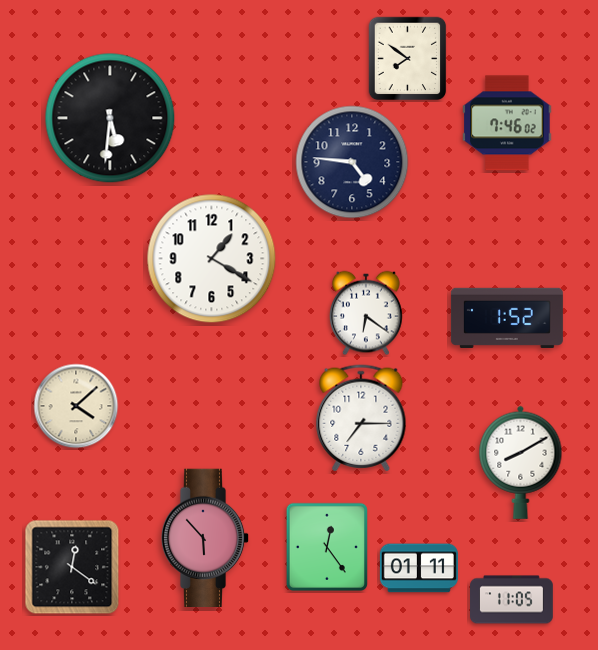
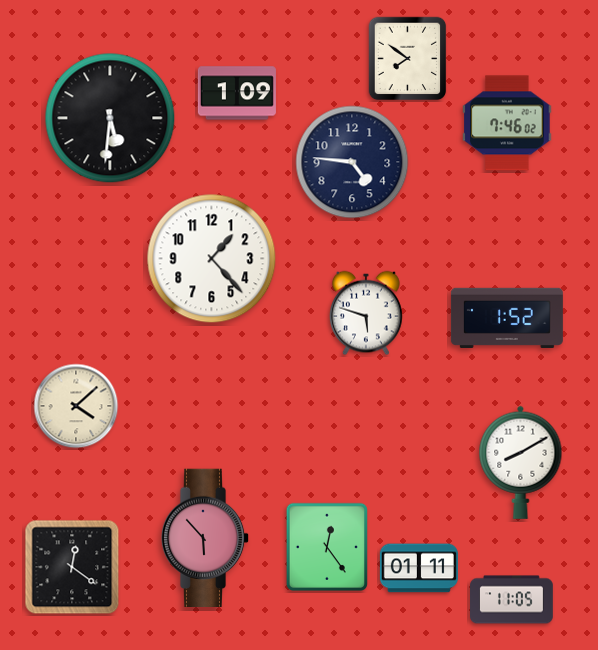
clock at (237, 93): none -> 1:09
clock at (212, 259): 1:20 -> 1:23
clock at (366, 313): 6:21 -> 5:48
clock at (361, 418): 7:15 -> none
